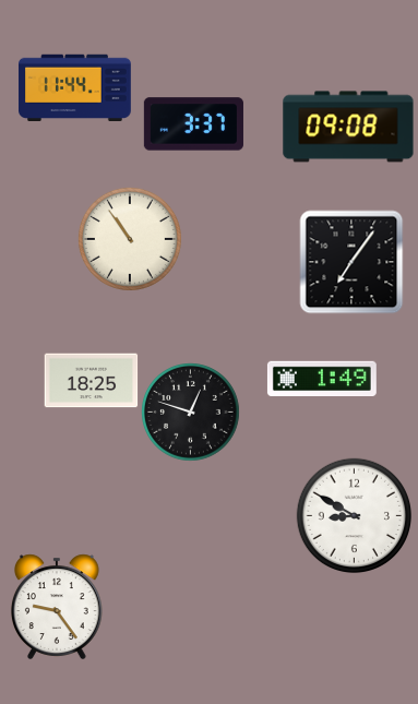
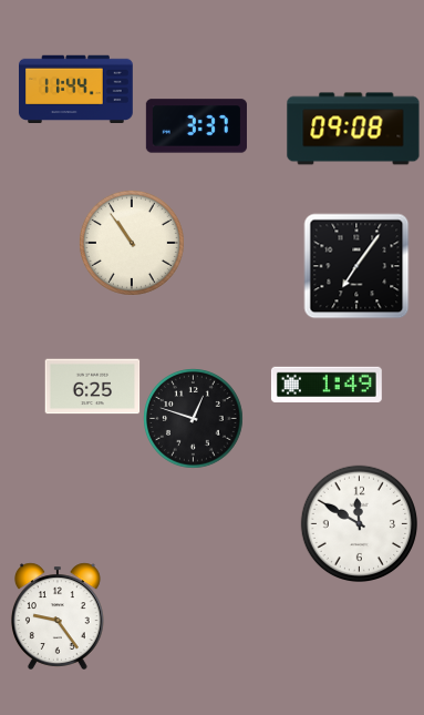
clock at (91, 381): 18:25 -> 6:25
clock at (354, 515): 8:50 -> 11:50
